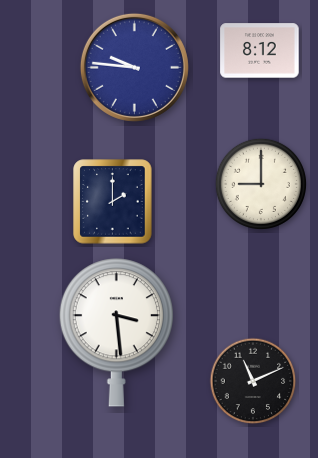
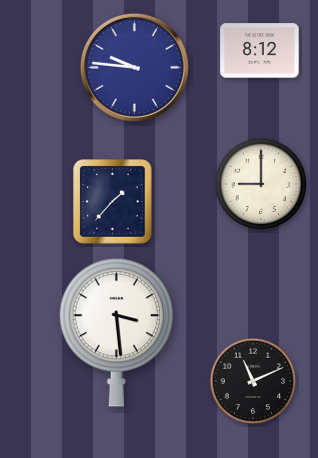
clock at (113, 202): 2:00 -> 1:37
